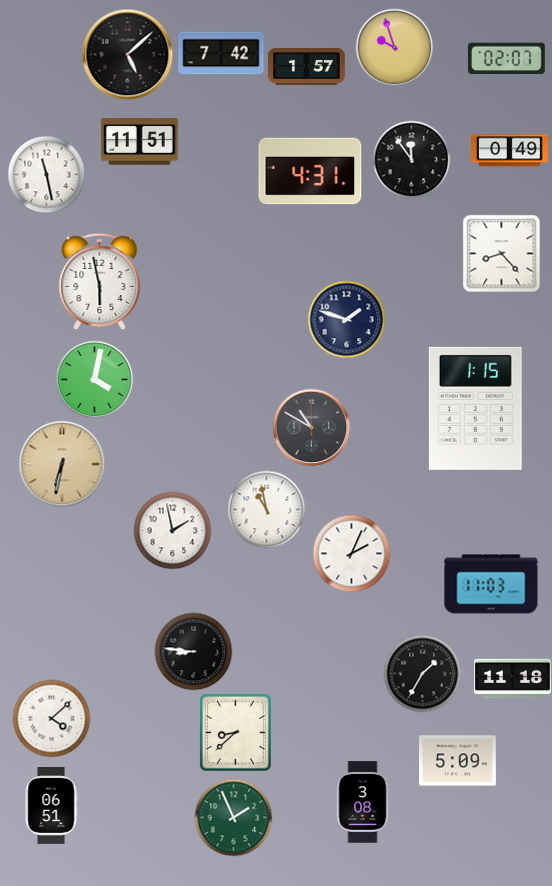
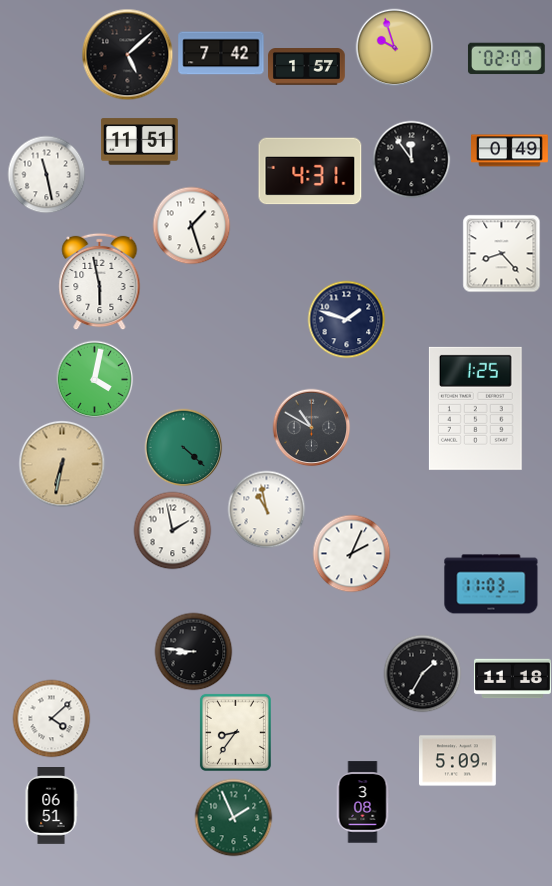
clock at (191, 225): none -> 1:27
clock at (475, 408): 1:15 -> 1:25
clock at (183, 447): none -> 4:22
clock at (235, 732): 8:38 -> 8:36
